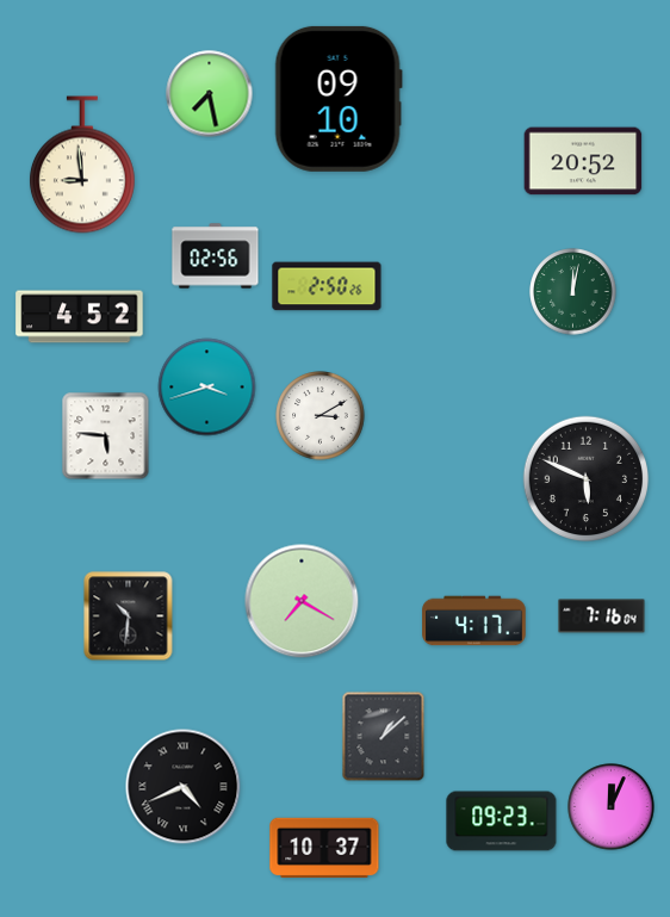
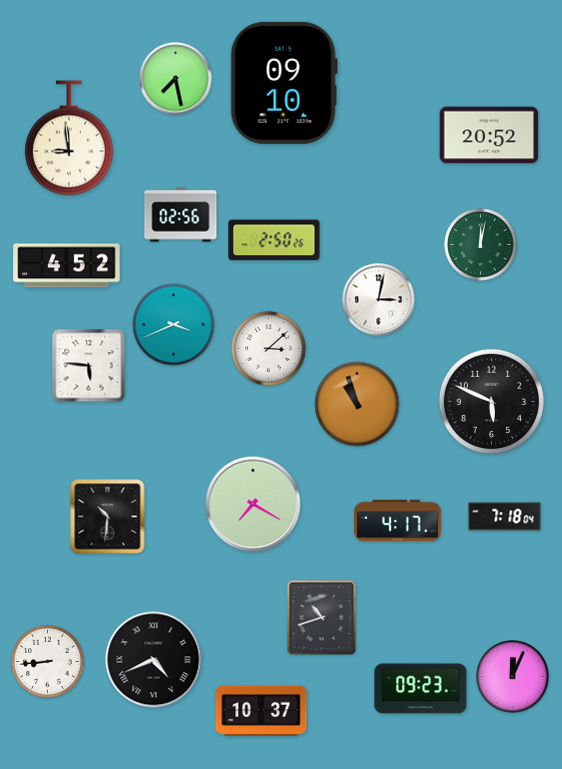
clock at (379, 300): none -> 3:02
clock at (207, 388): 3:42 -> 3:41
clock at (321, 416): 3:10 -> 3:08
clock at (357, 404): none -> 10:57
clock at (602, 617): 7:16 -> 7:18
clock at (384, 737): 1:08 -> 10:42
clock at (48, 662): none -> 8:44
clock at (324, 847) position: (324, 847) -> (261, 710)
